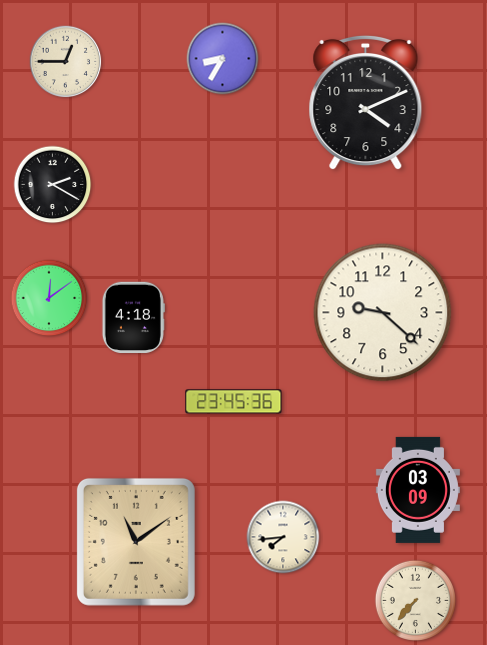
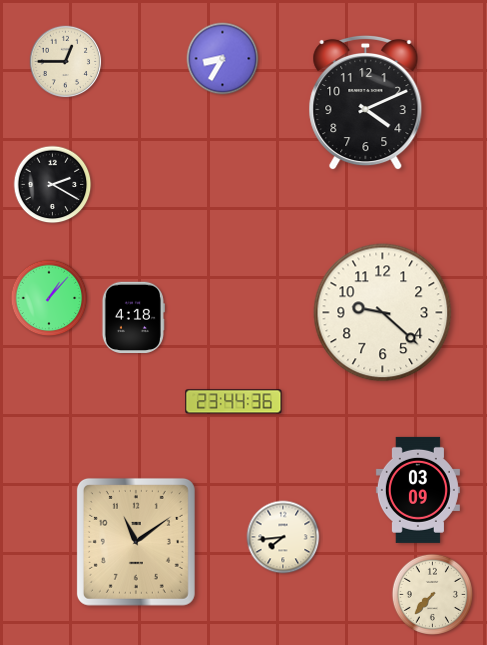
clock at (49, 298): 12:09 -> 1:07
clock at (234, 402): 23:45 -> 23:44
clock at (415, 600) position: (415, 600) -> (432, 594)
